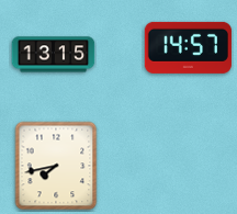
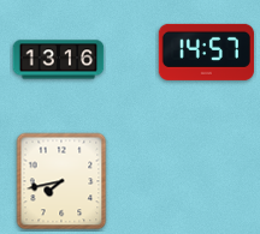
clock at (54, 55): 13:15 -> 13:16
